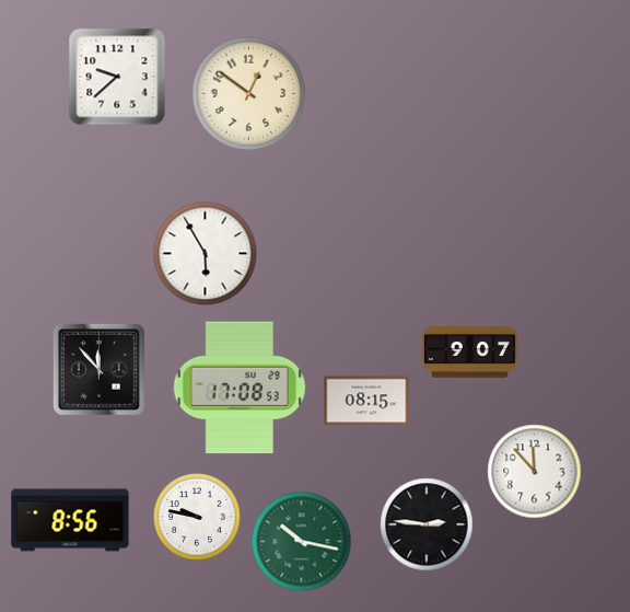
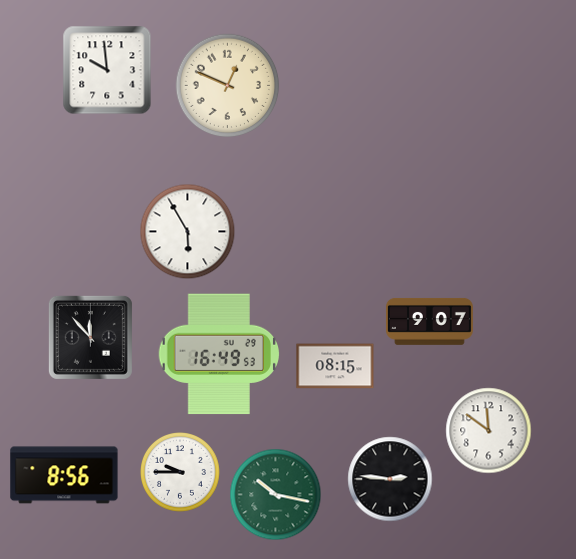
clock at (117, 77): 9:38 -> 9:59
clock at (249, 94): 12:51 -> 12:49
clock at (238, 388): 17:08 -> 16:49
clock at (535, 472): 11:53 -> 11:51
clock at (198, 518): 9:47 -> 9:45
